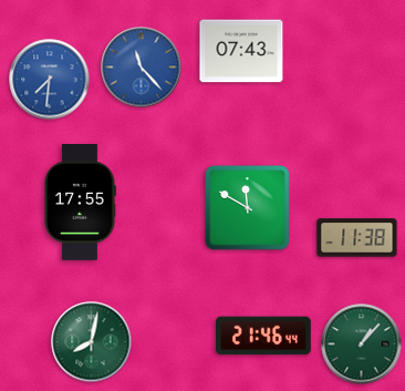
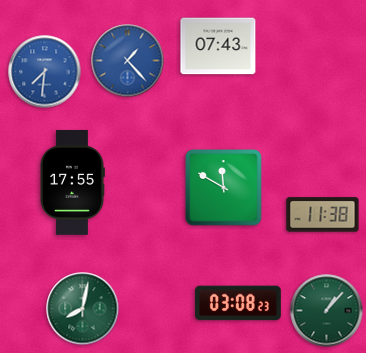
clock at (142, 68): 11:23 -> 1:23
clock at (264, 336): 21:46 -> 03:08
